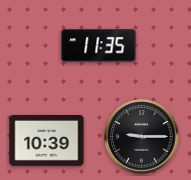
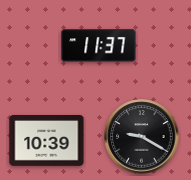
clock at (99, 46): 11:35 -> 11:37
clock at (142, 137): 9:15 -> 9:20
